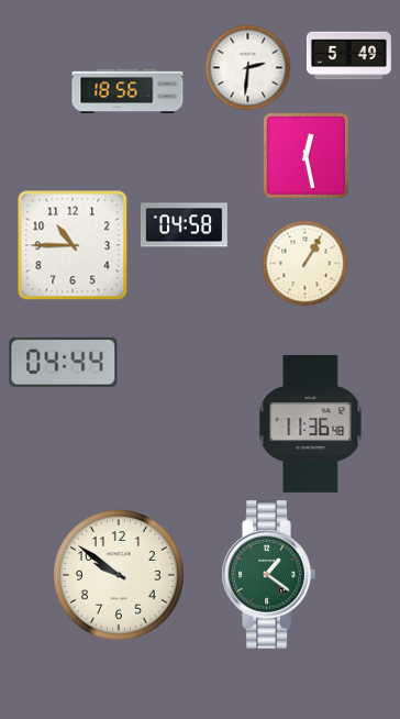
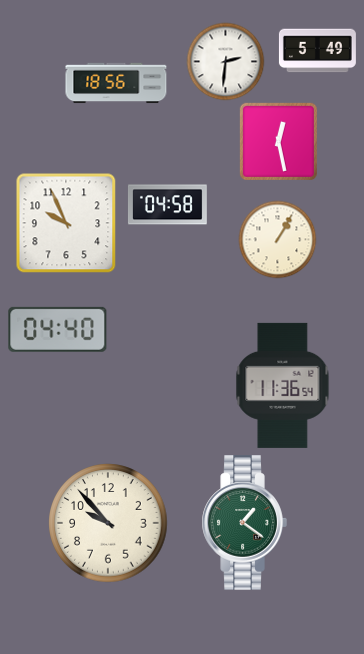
clock at (73, 245): 10:45 -> 9:56
clock at (64, 362): 04:44 -> 04:40
clock at (311, 423): 11:36:48 -> 11:36:54
clock at (119, 575): 9:51 -> 9:53
